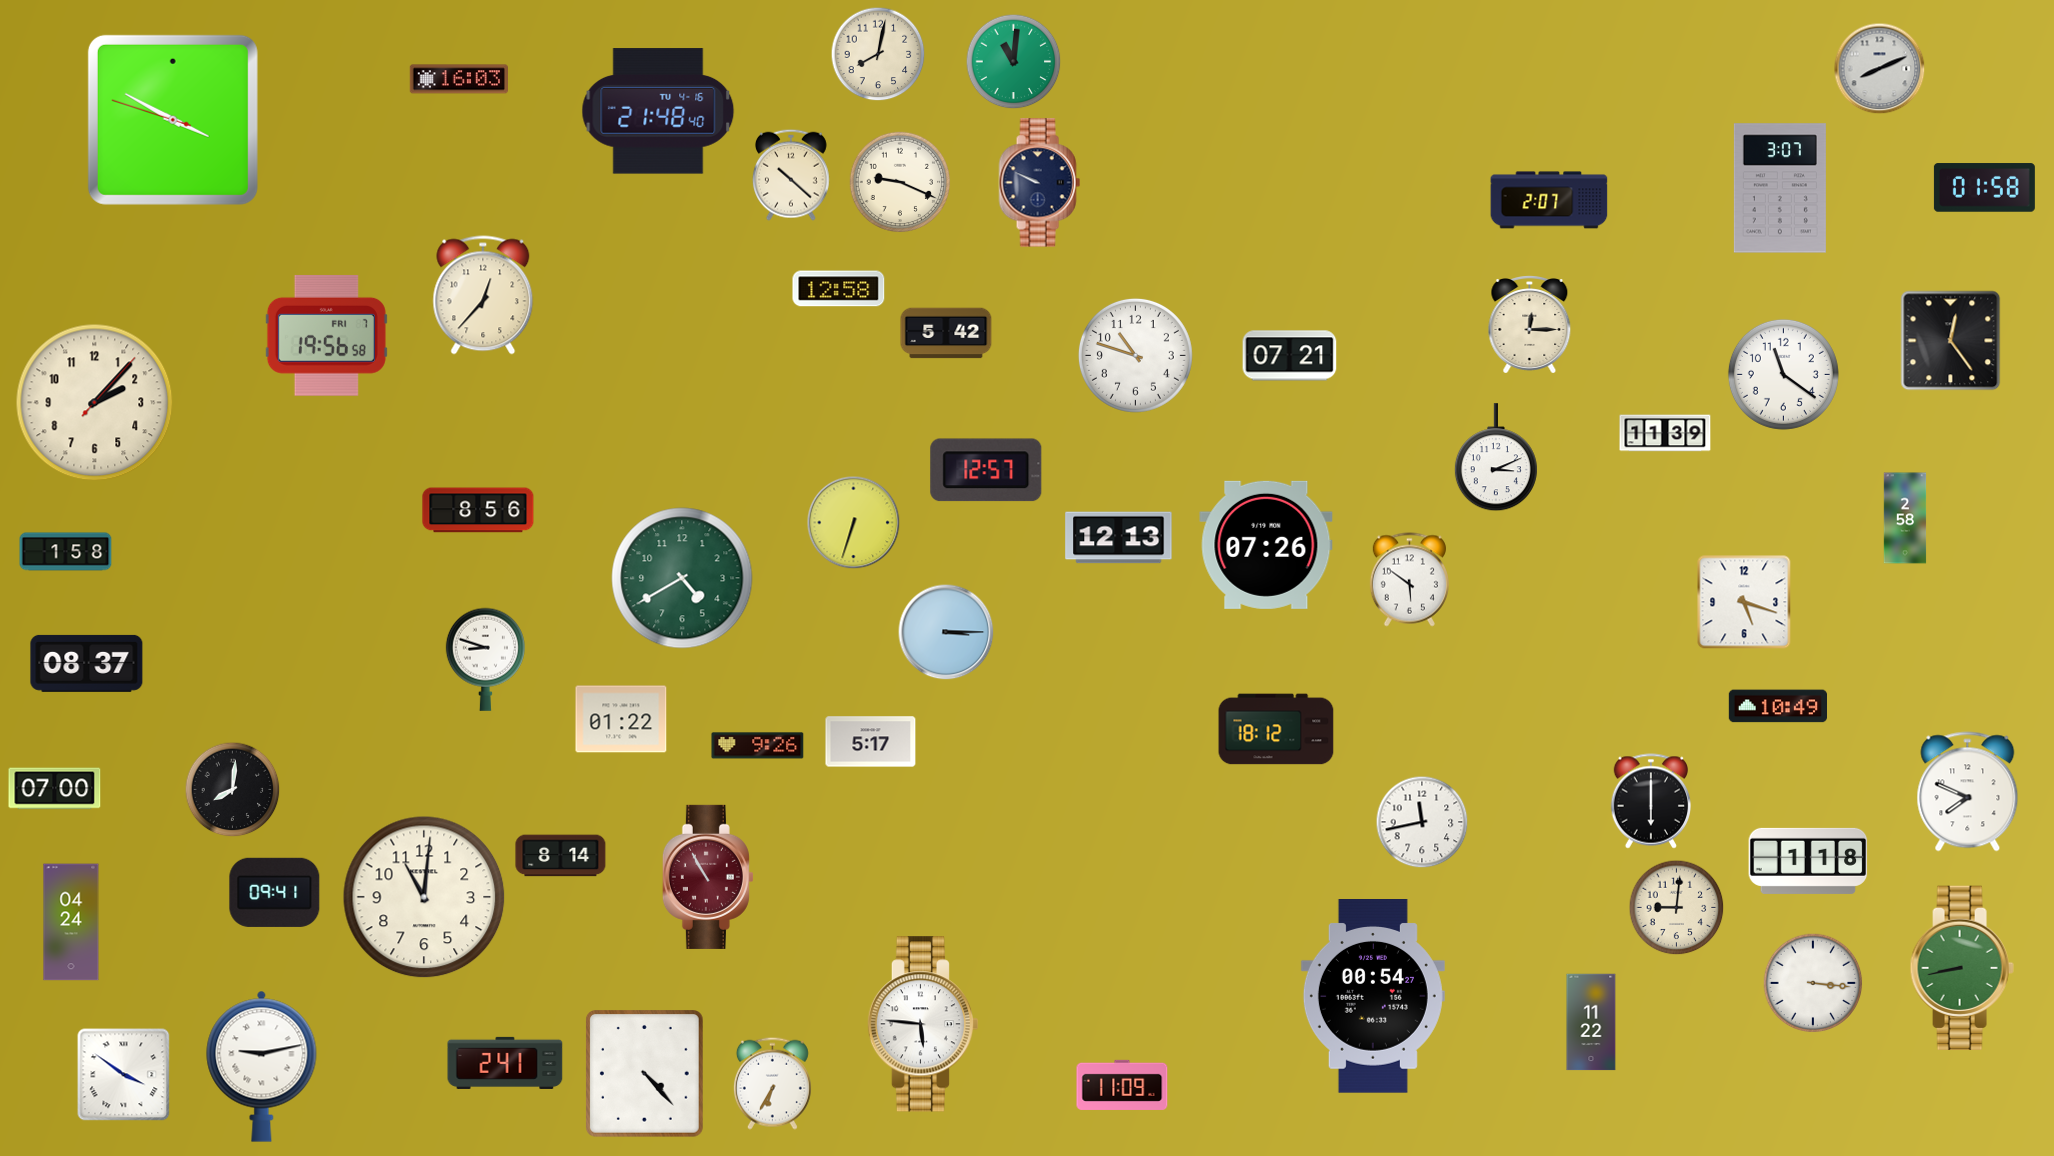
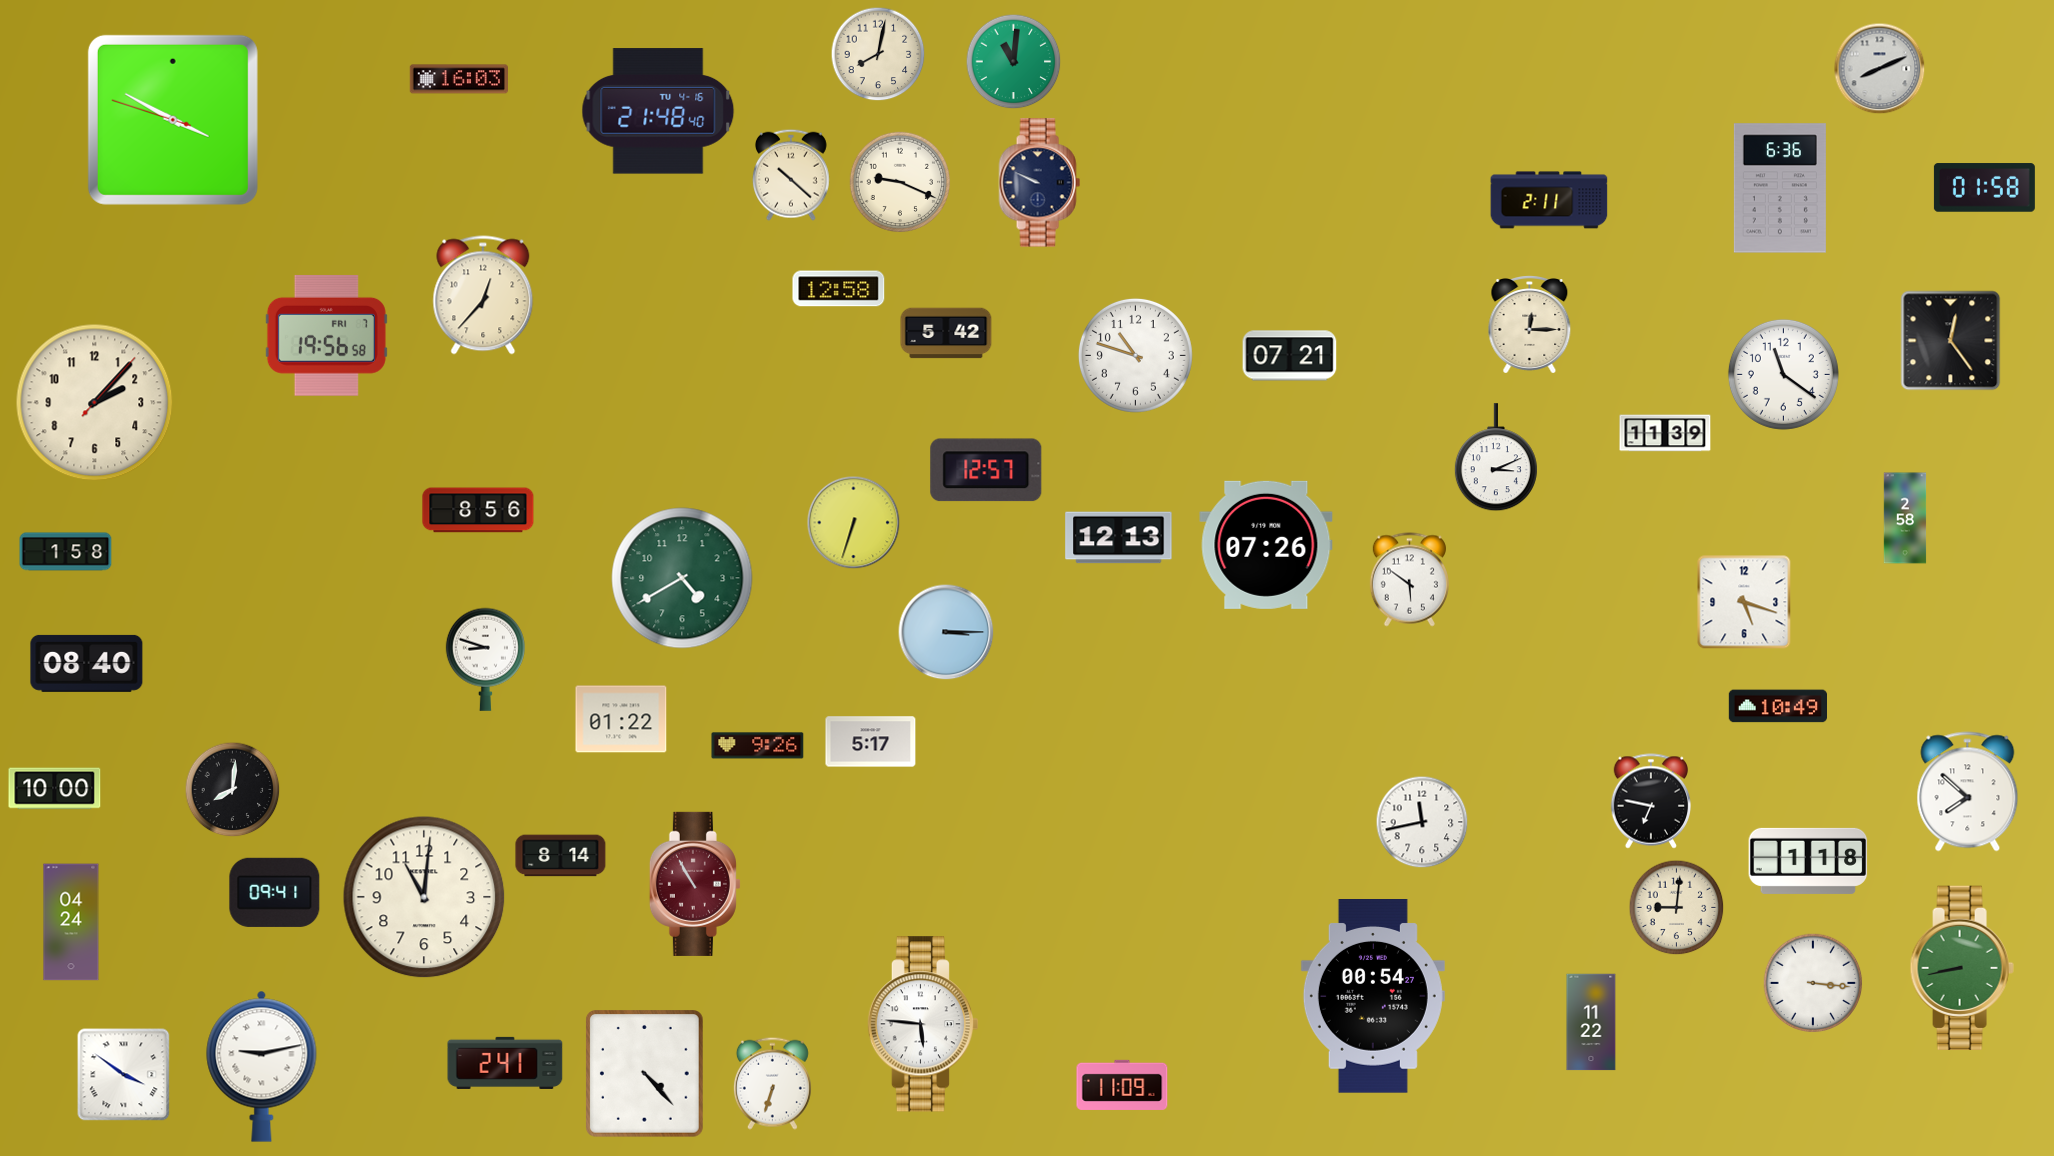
clock at (1780, 188): 3:07 -> 6:36
clock at (1549, 200): 2:07 -> 2:11
clock at (87, 663): 08:37 -> 08:40
clock at (1276, 729): 18:12 -> none
clock at (55, 789): 07:00 -> 10:00
clock at (1968, 792): 7:49 -> 7:52
clock at (1651, 801): 6:00 -> 6:47
clock at (708, 877) position: (708, 877) -> (695, 884)
clock at (772, 1083): 6:35 -> 6:33
